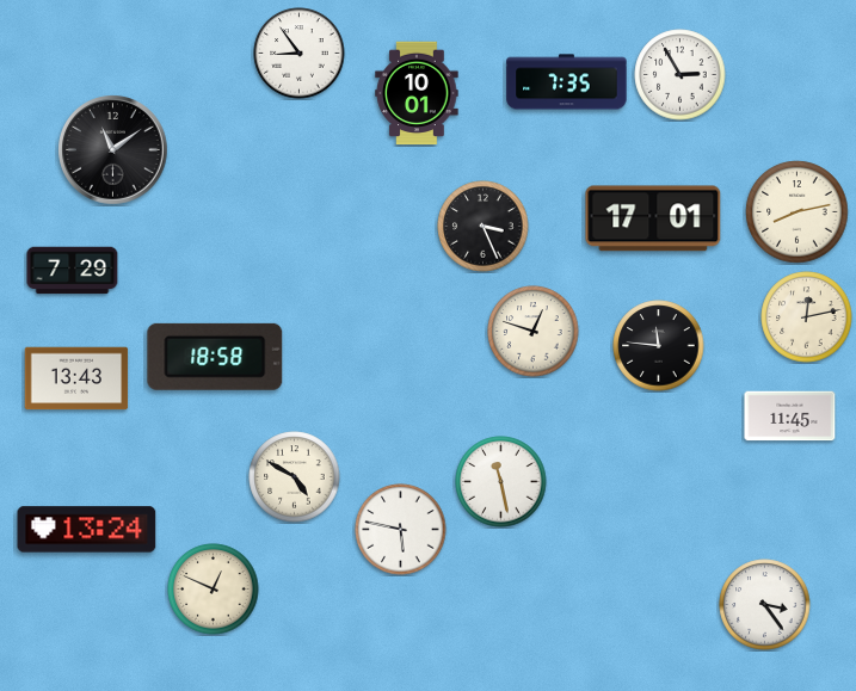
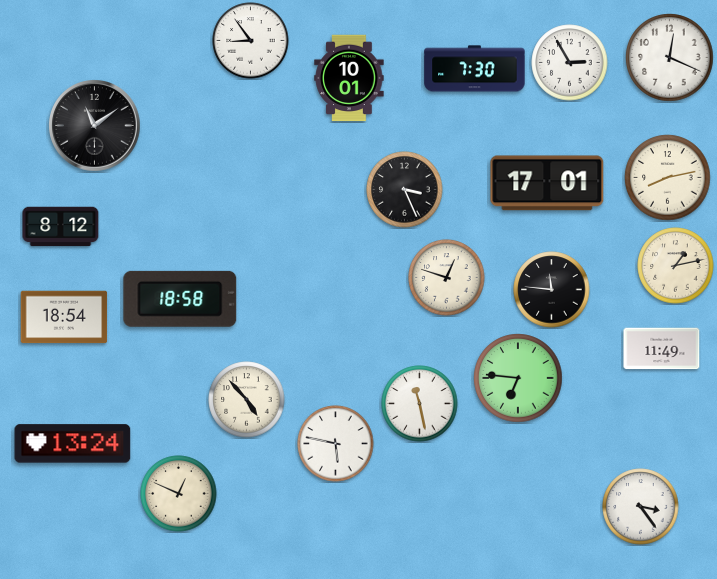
clock at (300, 54) position: (300, 54) -> (251, 41)
clock at (670, 58): none -> 12:19
clock at (567, 82): 7:35 -> 7:30
clock at (73, 271): 7:29 -> 8:12
clock at (807, 317): 12:13 -> 1:13
clock at (76, 378): 13:43 -> 18:54
clock at (790, 417): 11:45 -> 11:49
clock at (518, 378): none -> 6:46
clock at (295, 477): 4:50 -> 4:53
